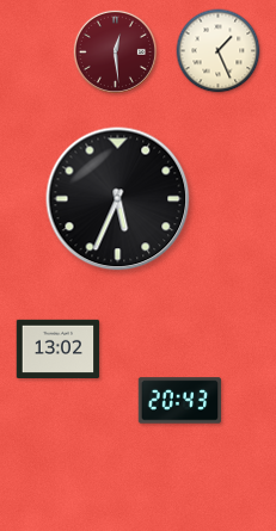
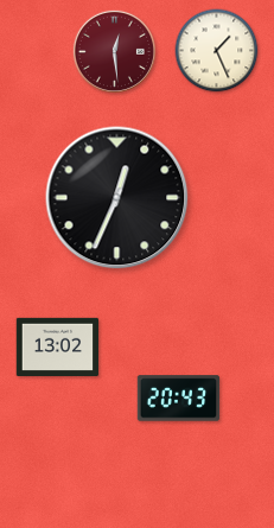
clock at (118, 199): 5:34 -> 12:34
